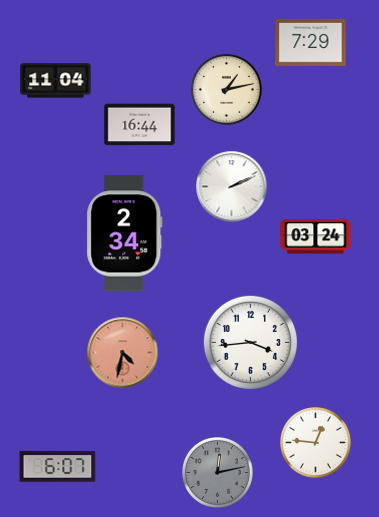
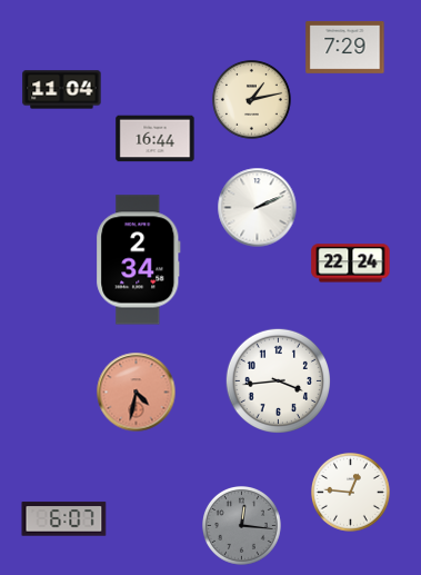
clock at (316, 237): 03:24 -> 22:24
clock at (218, 473): 12:13 -> 12:16
